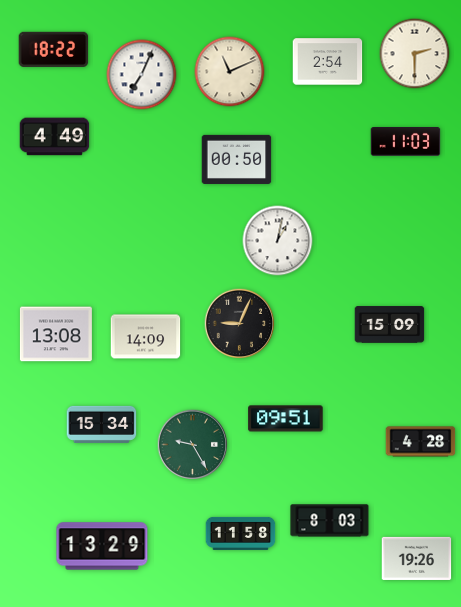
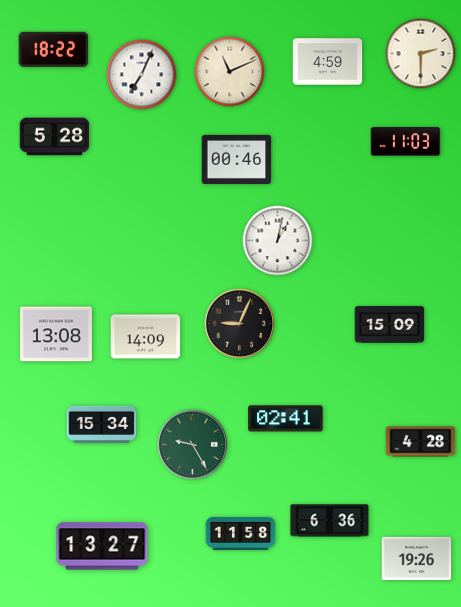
clock at (415, 54) position: (415, 54) -> (421, 54)
clock at (328, 62): 2:54 -> 4:59
clock at (55, 137): 4:49 -> 5:28
clock at (237, 159): 00:50 -> 00:46
clock at (286, 419): 09:51 -> 02:41
clock at (330, 521): 8:03 -> 6:36
clock at (102, 546): 13:29 -> 13:27
